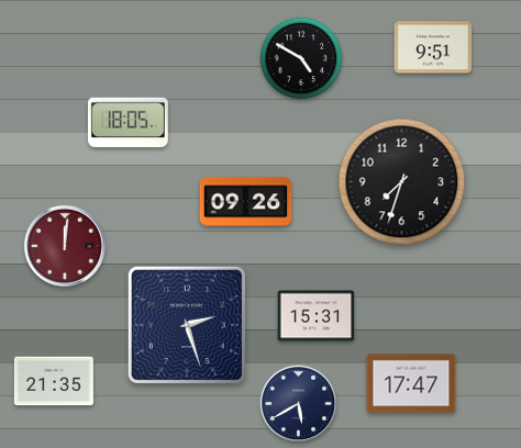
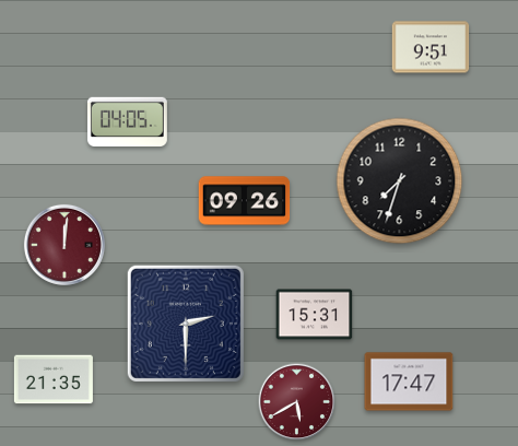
clock at (301, 58): 4:50 -> none
clock at (128, 123): 18:05 -> 04:05
clock at (187, 325): 2:27 -> 2:30
clock at (299, 404) dial: navy -> burgundy
